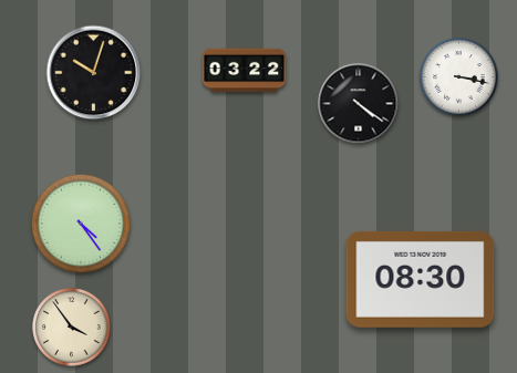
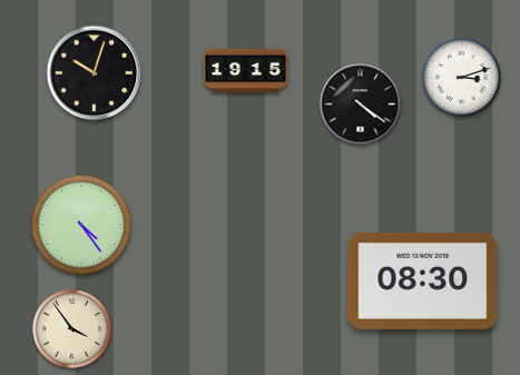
clock at (245, 71): 03:22 -> 19:15
clock at (459, 77): 3:17 -> 3:12
